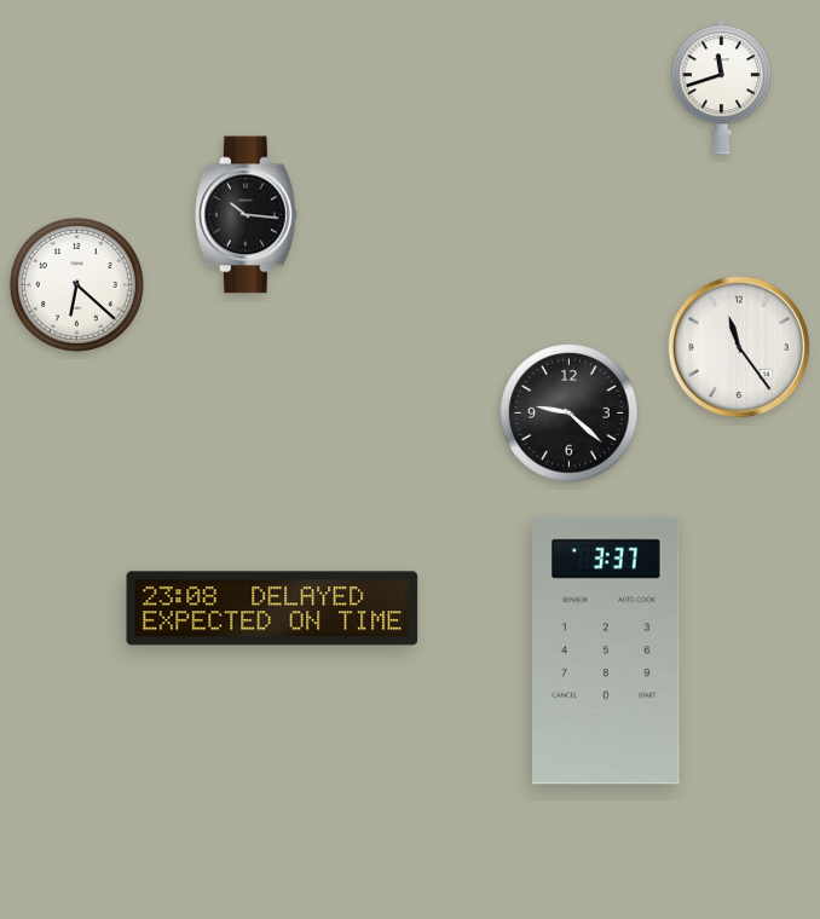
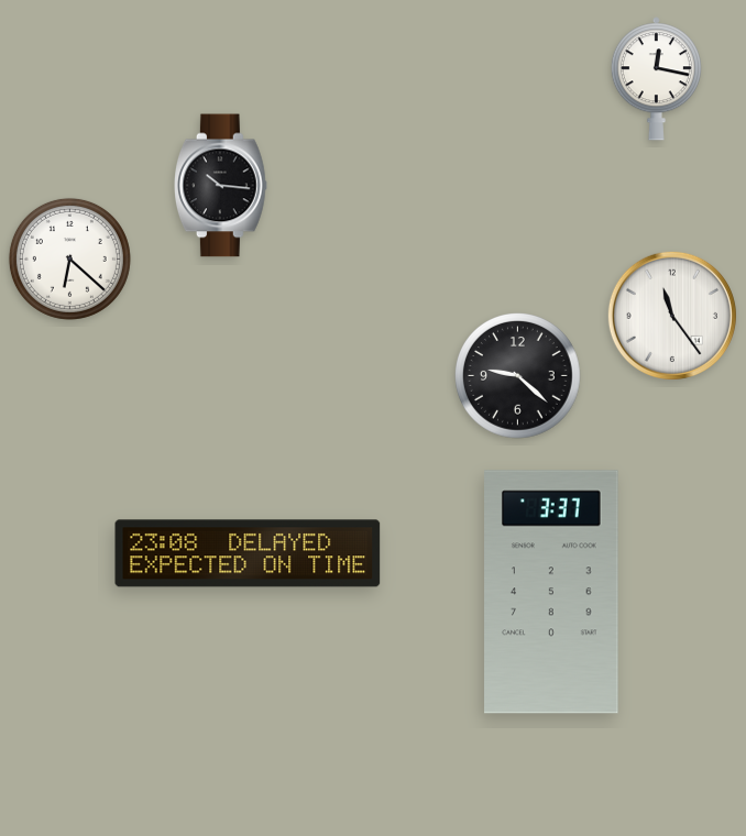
clock at (721, 87): 11:42 -> 12:17
clock at (247, 215) position: (247, 215) -> (221, 186)
